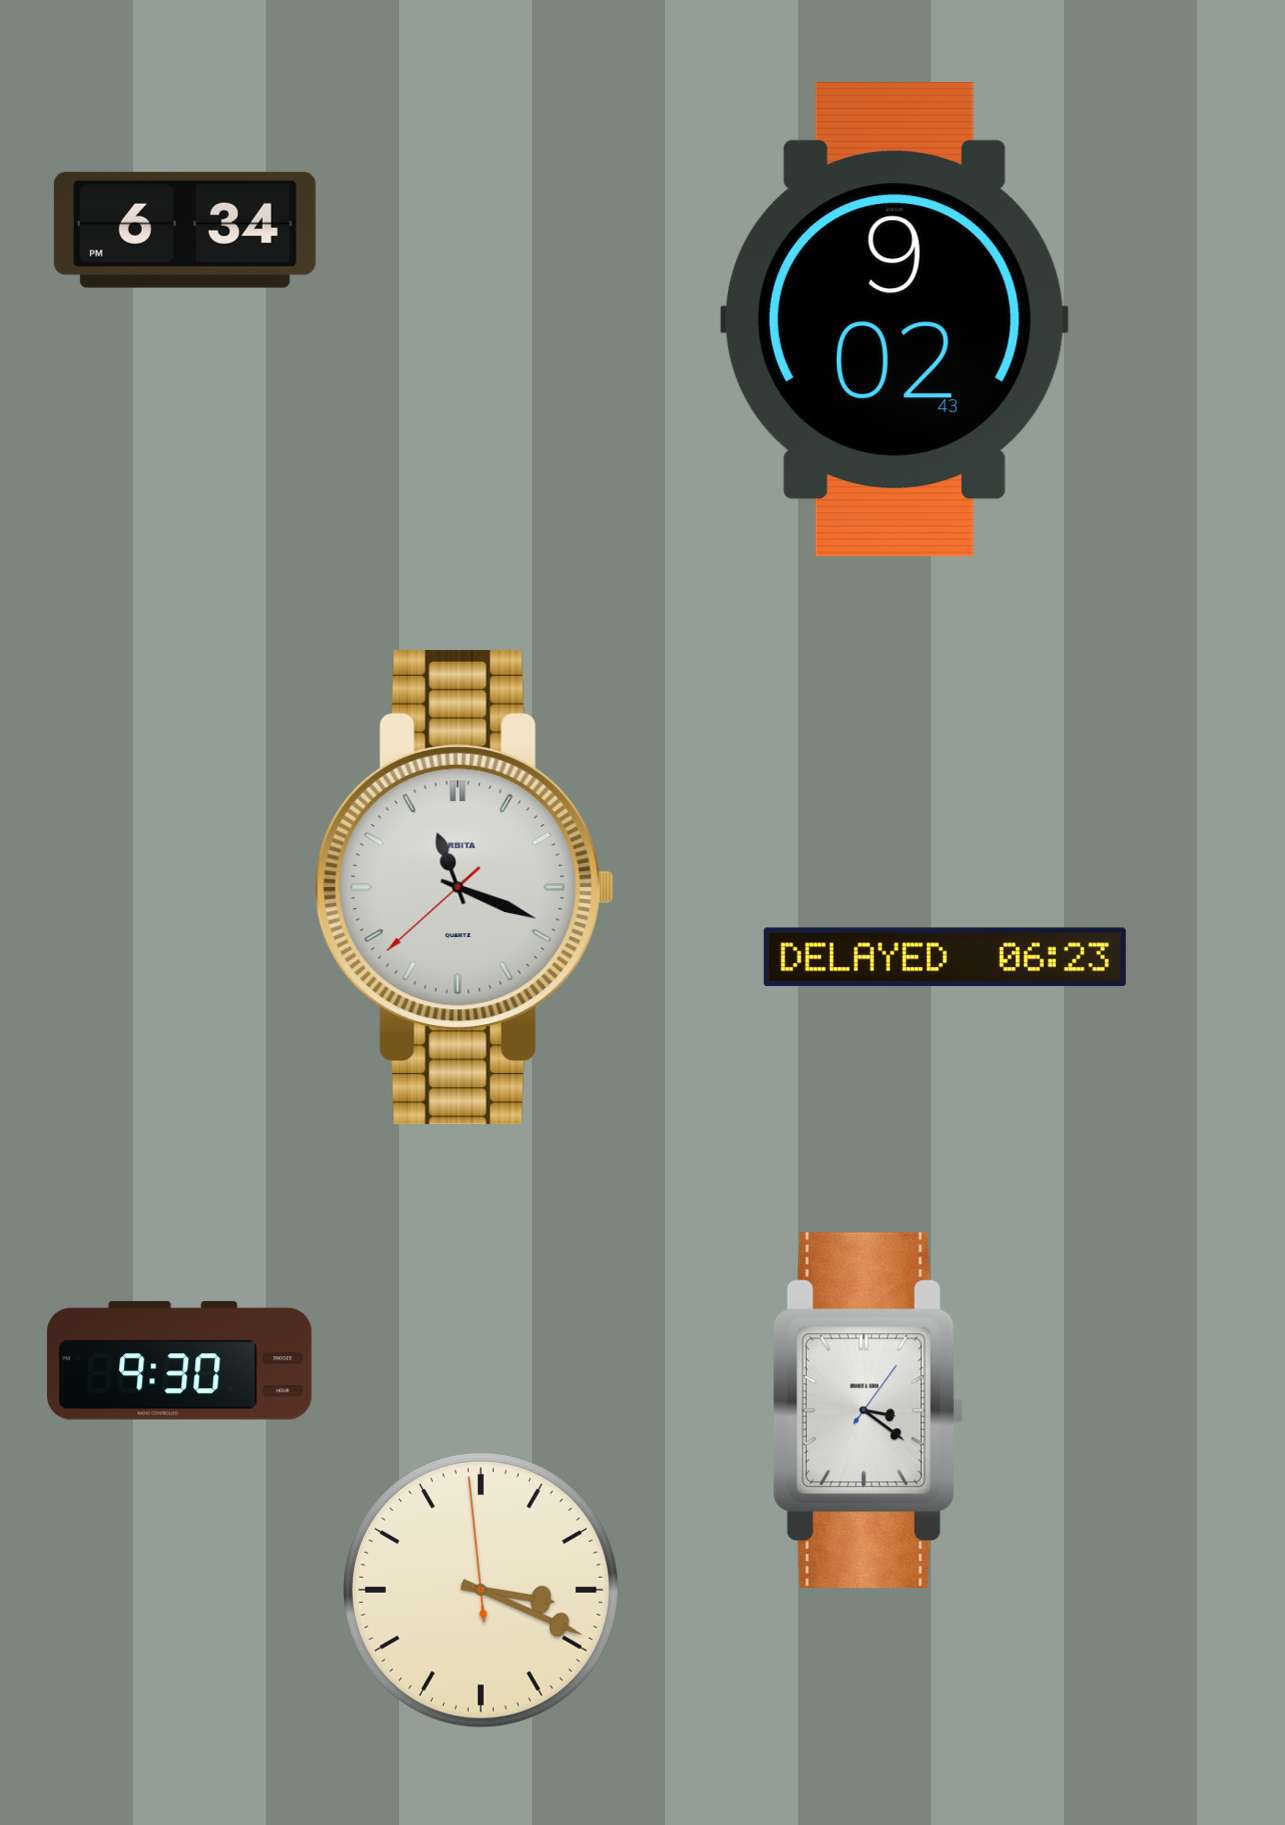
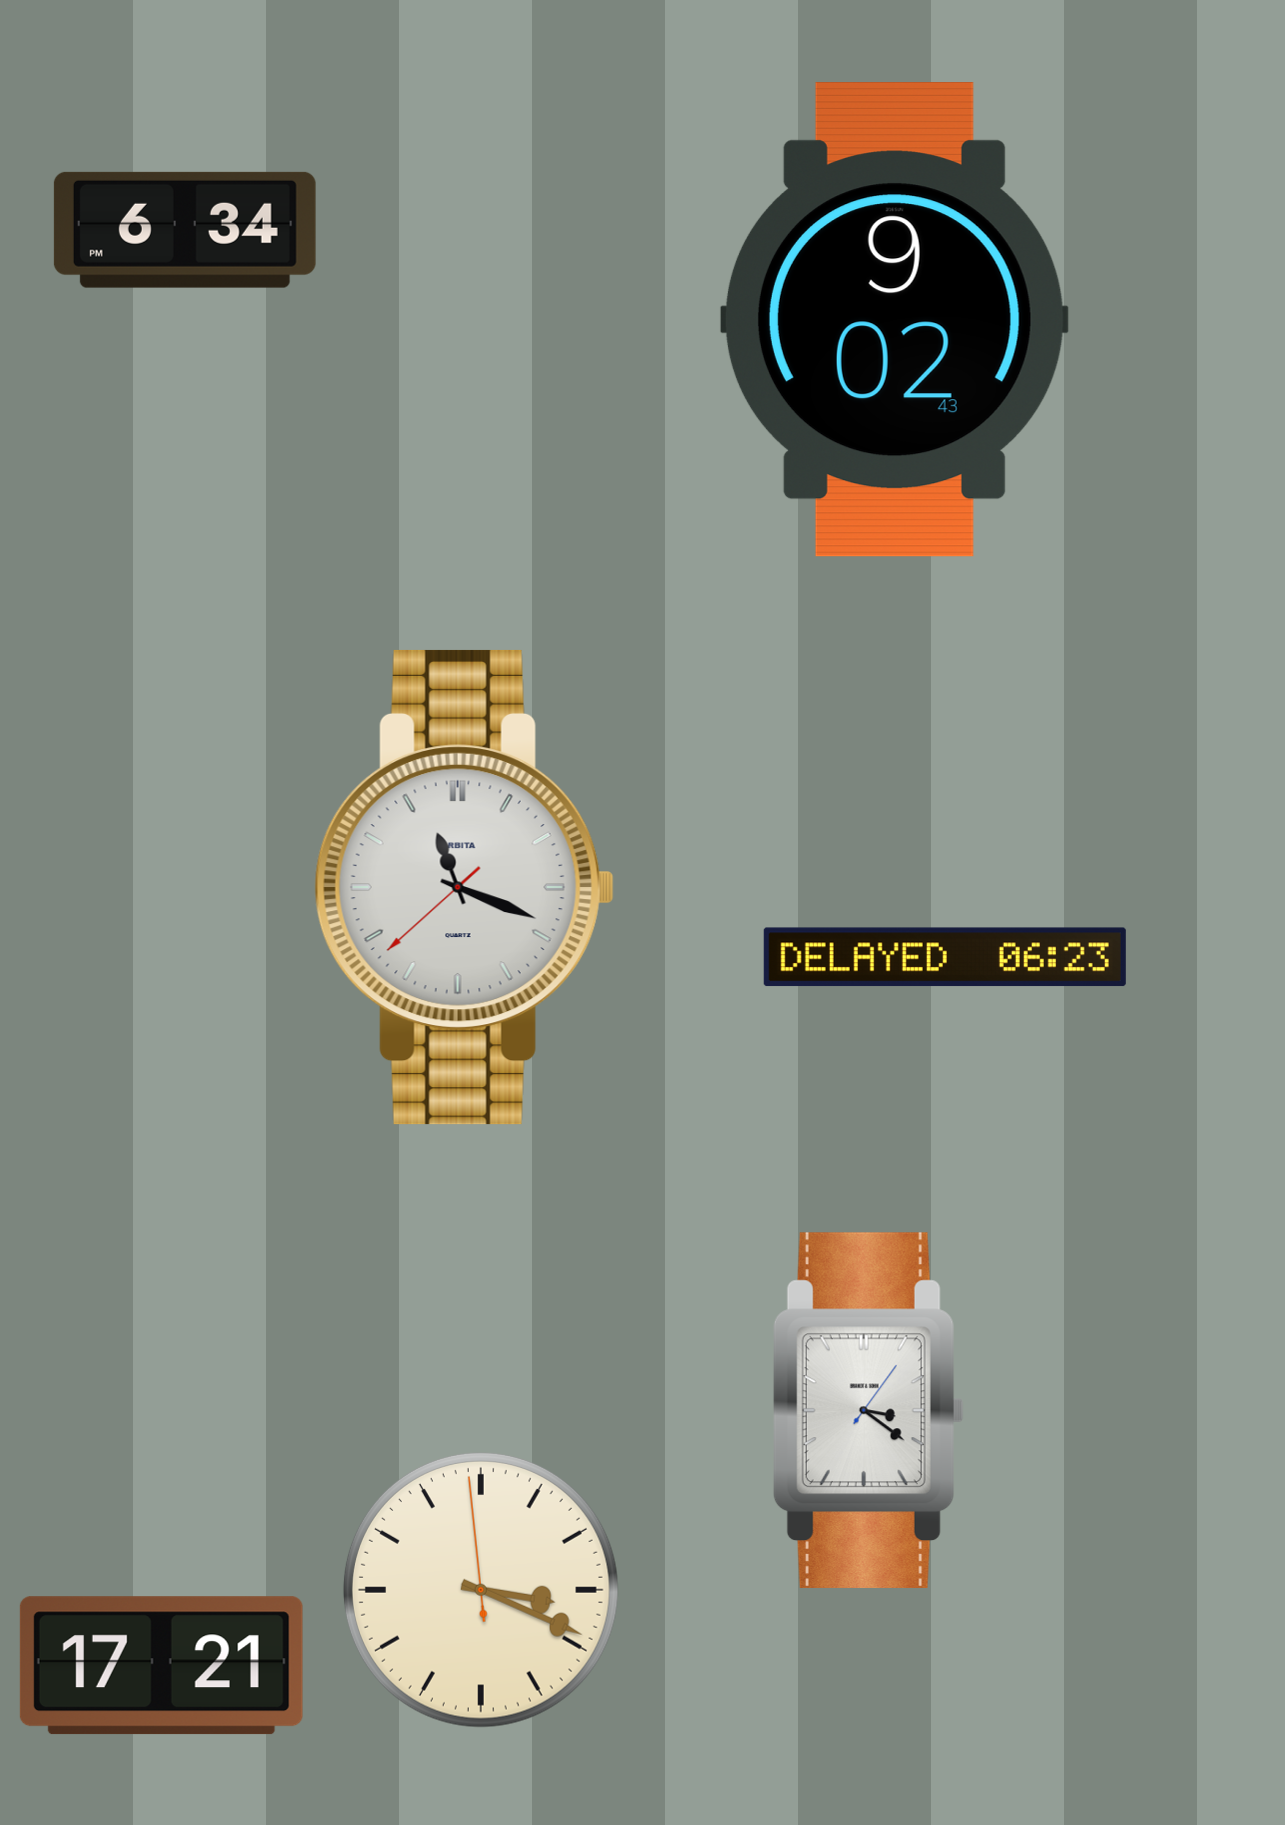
clock at (180, 1361): 9:30 -> none
clock at (161, 1666): none -> 17:21
